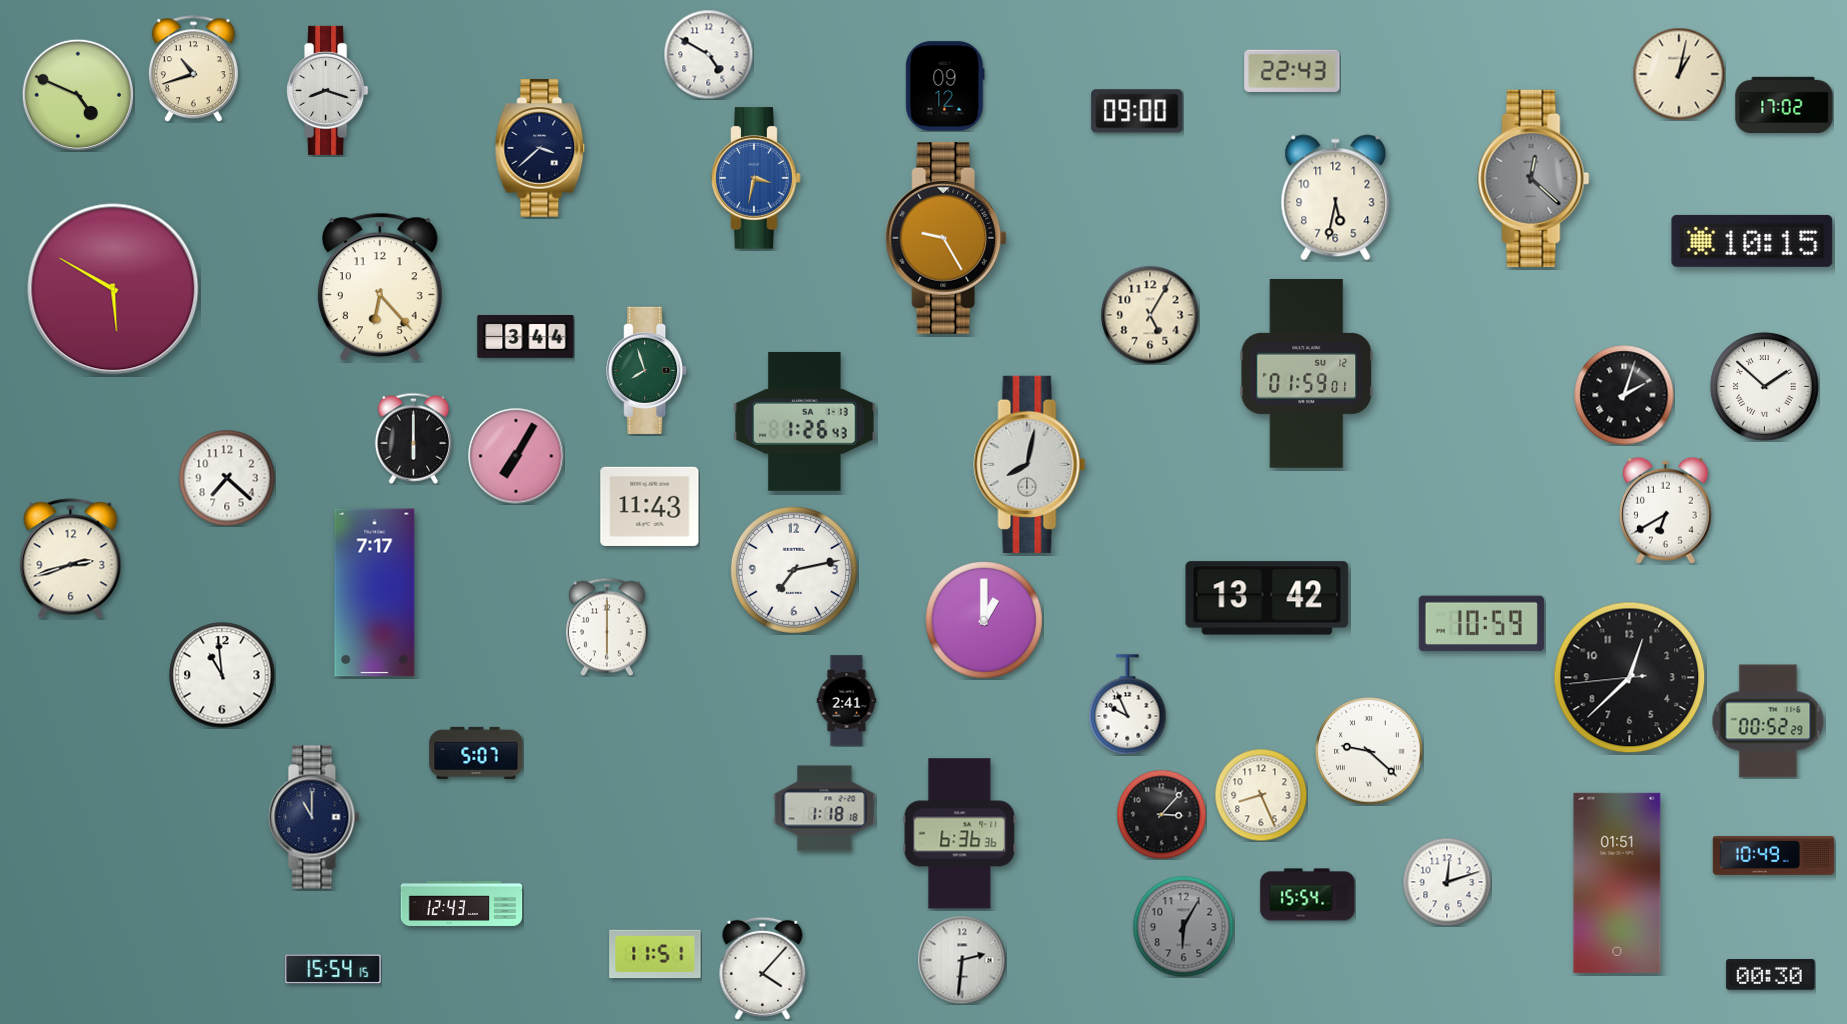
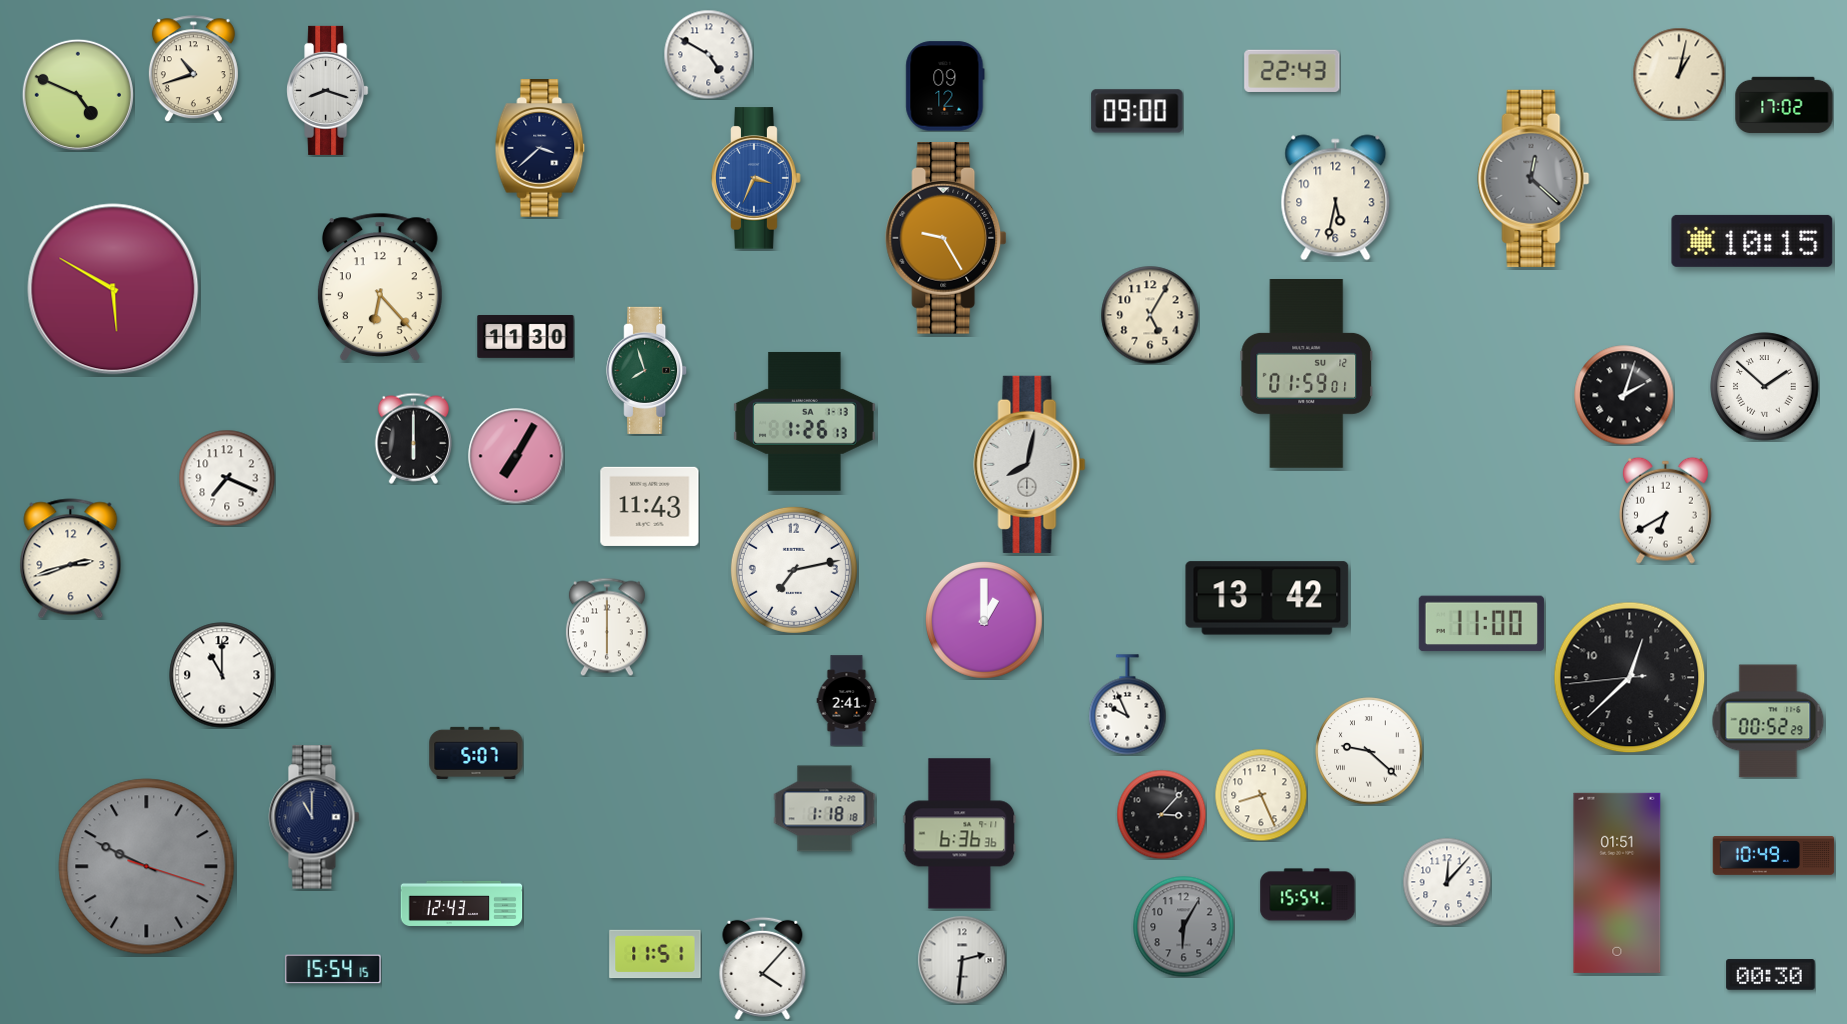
clock at (756, 178): 3:32 -> 3:34
clock at (526, 337): 3:44 -> 11:30
clock at (805, 421): 1:26:43 -> 1:26:13
clock at (227, 478): 7:22 -> 7:19
clock at (375, 593): 7:17 -> none
clock at (1481, 624): 10:59 -> 11:00
clock at (222, 675): 10:59 -> 11:00
clock at (147, 867): none -> 9:49
clock at (1447, 882): 12:12 -> 12:07
